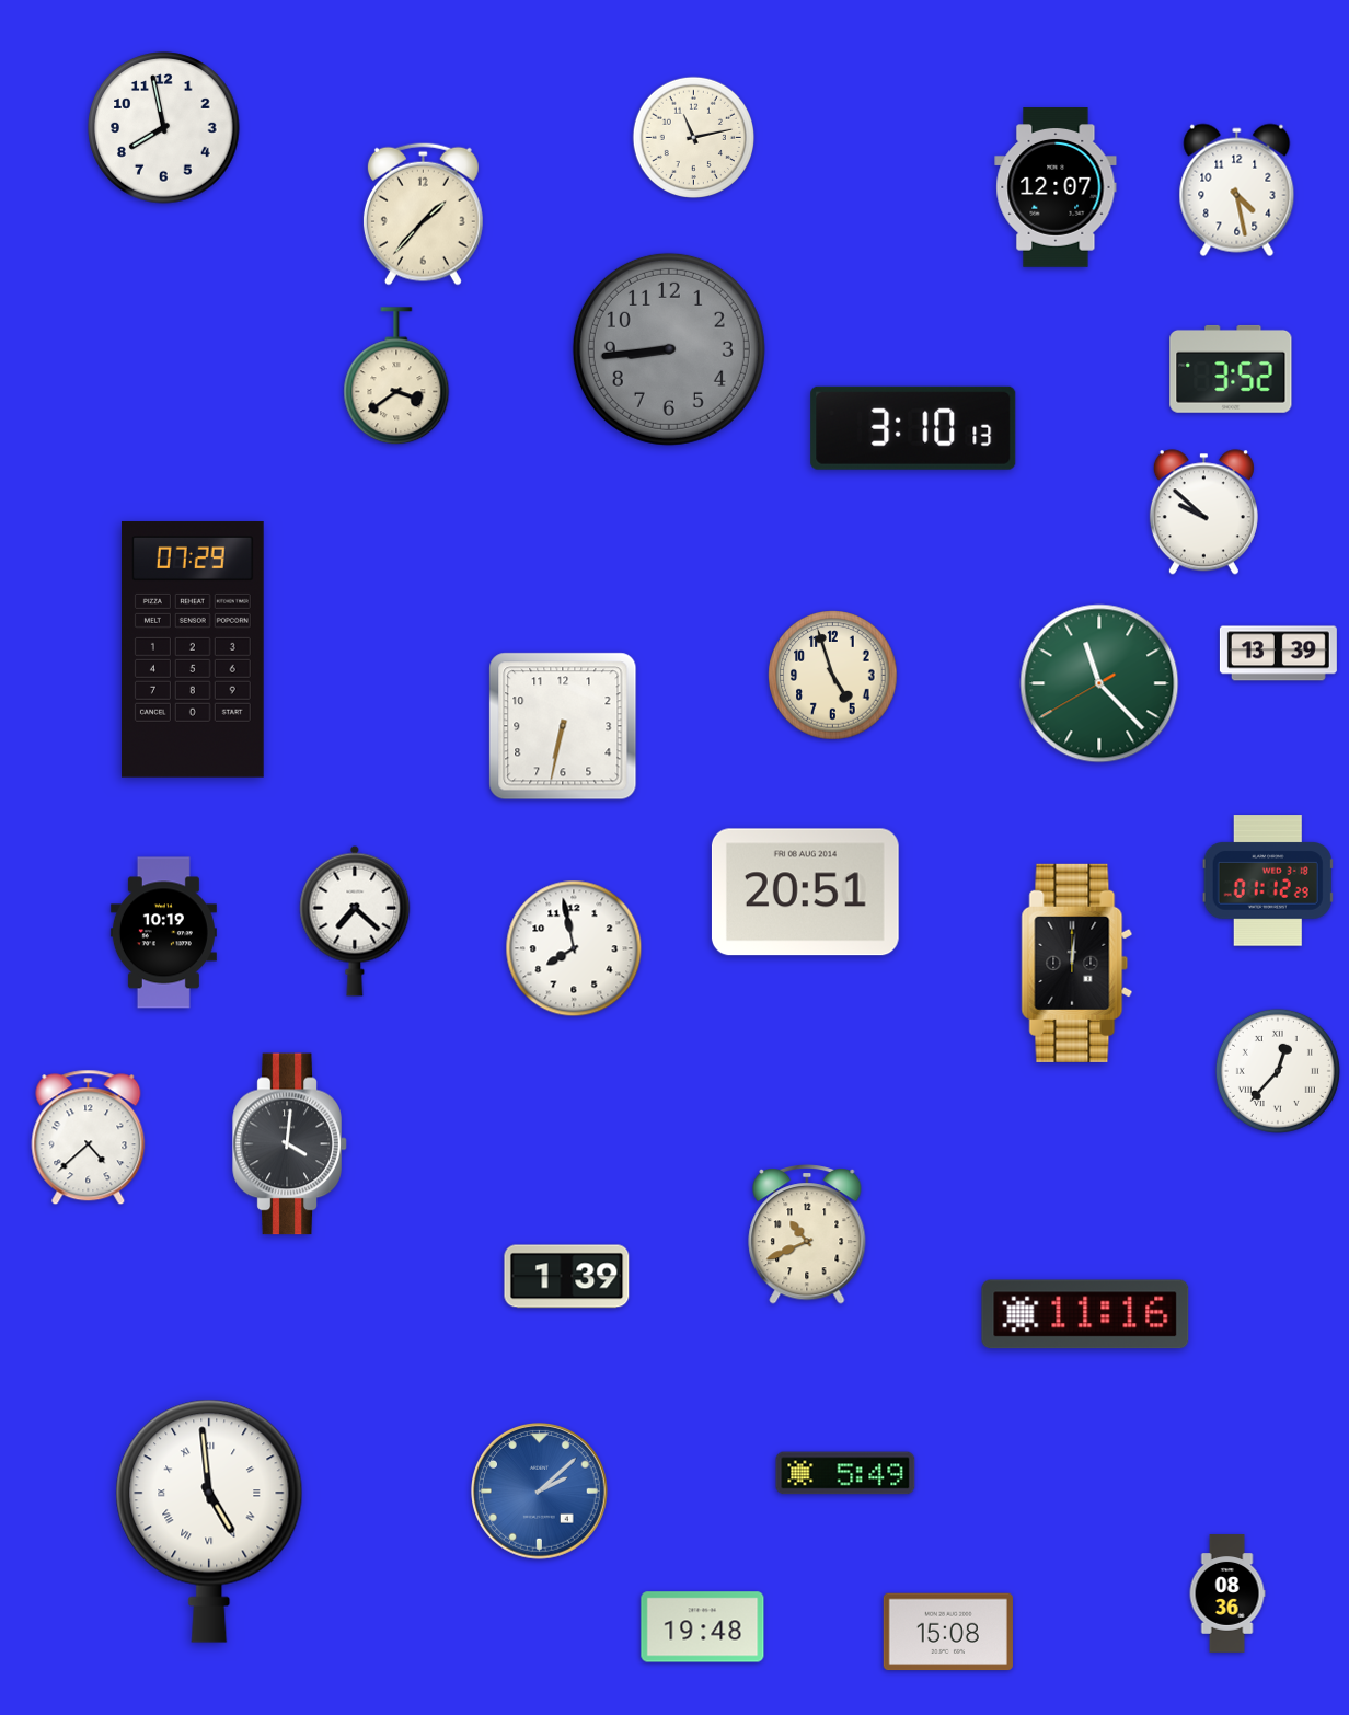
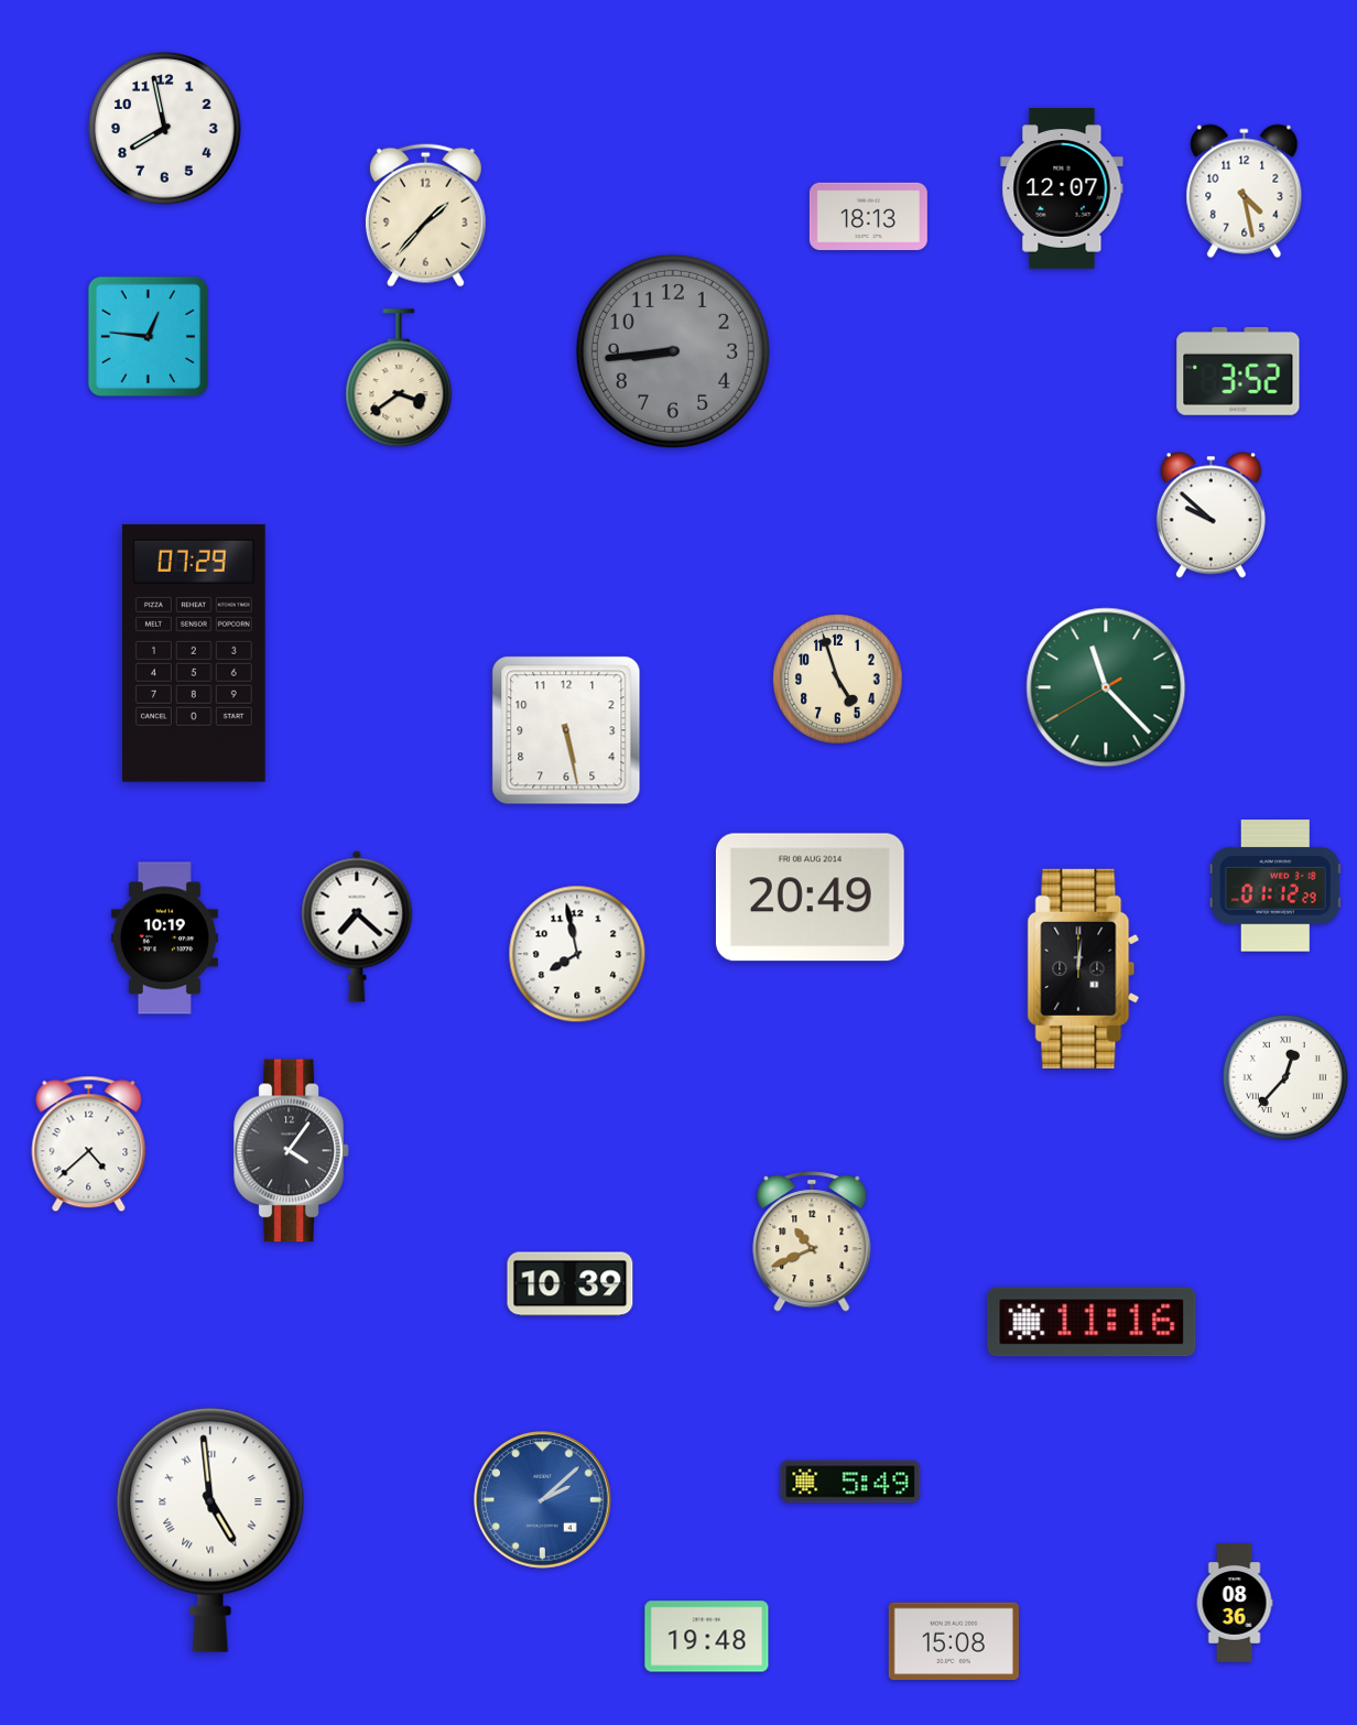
clock at (693, 137): 11:13 -> none
clock at (868, 217): none -> 18:13
clock at (148, 336): none -> 12:46
clock at (913, 428): 3:10 -> none
clock at (1278, 654): 13:39 -> none
clock at (563, 726): 6:32 -> 5:28
clock at (805, 893): 20:51 -> 20:49
clock at (290, 1144): 4:01 -> 4:06
clock at (567, 1277): 1:39 -> 10:39
